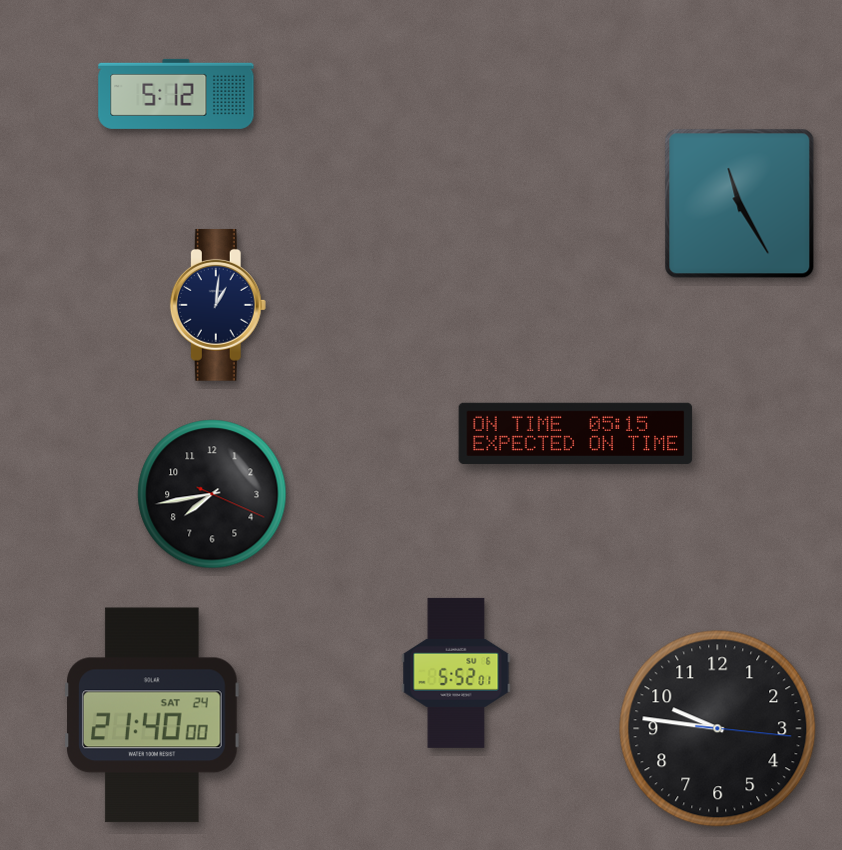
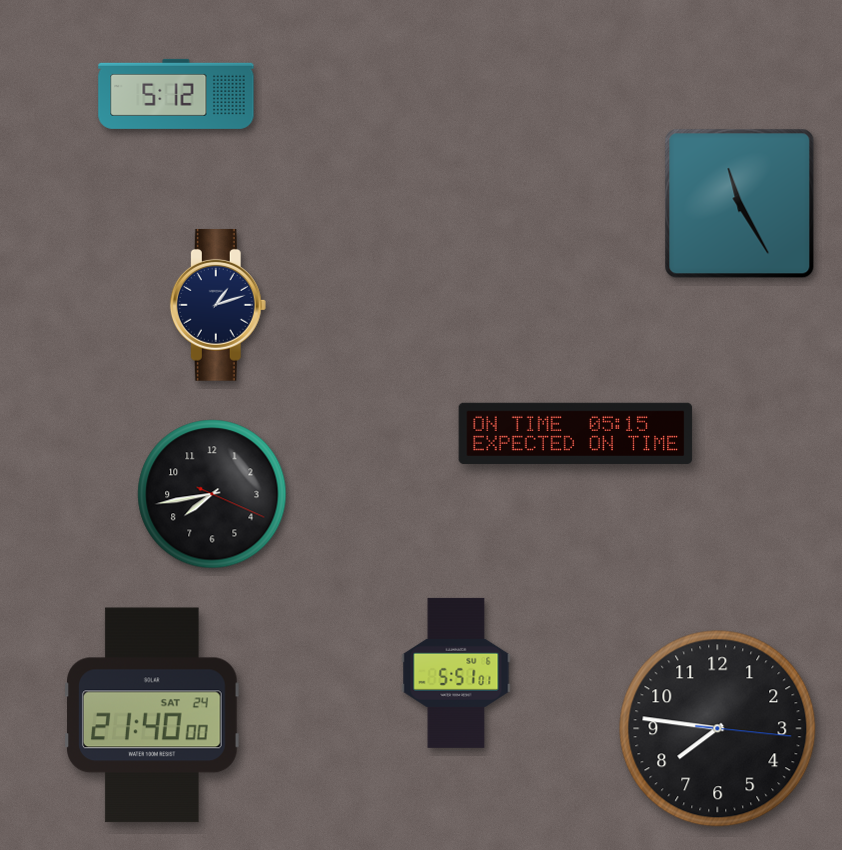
clock at (218, 305): 1:01 -> 1:12
clock at (456, 673): 5:52 -> 5:51
clock at (718, 729): 9:46 -> 7:46
